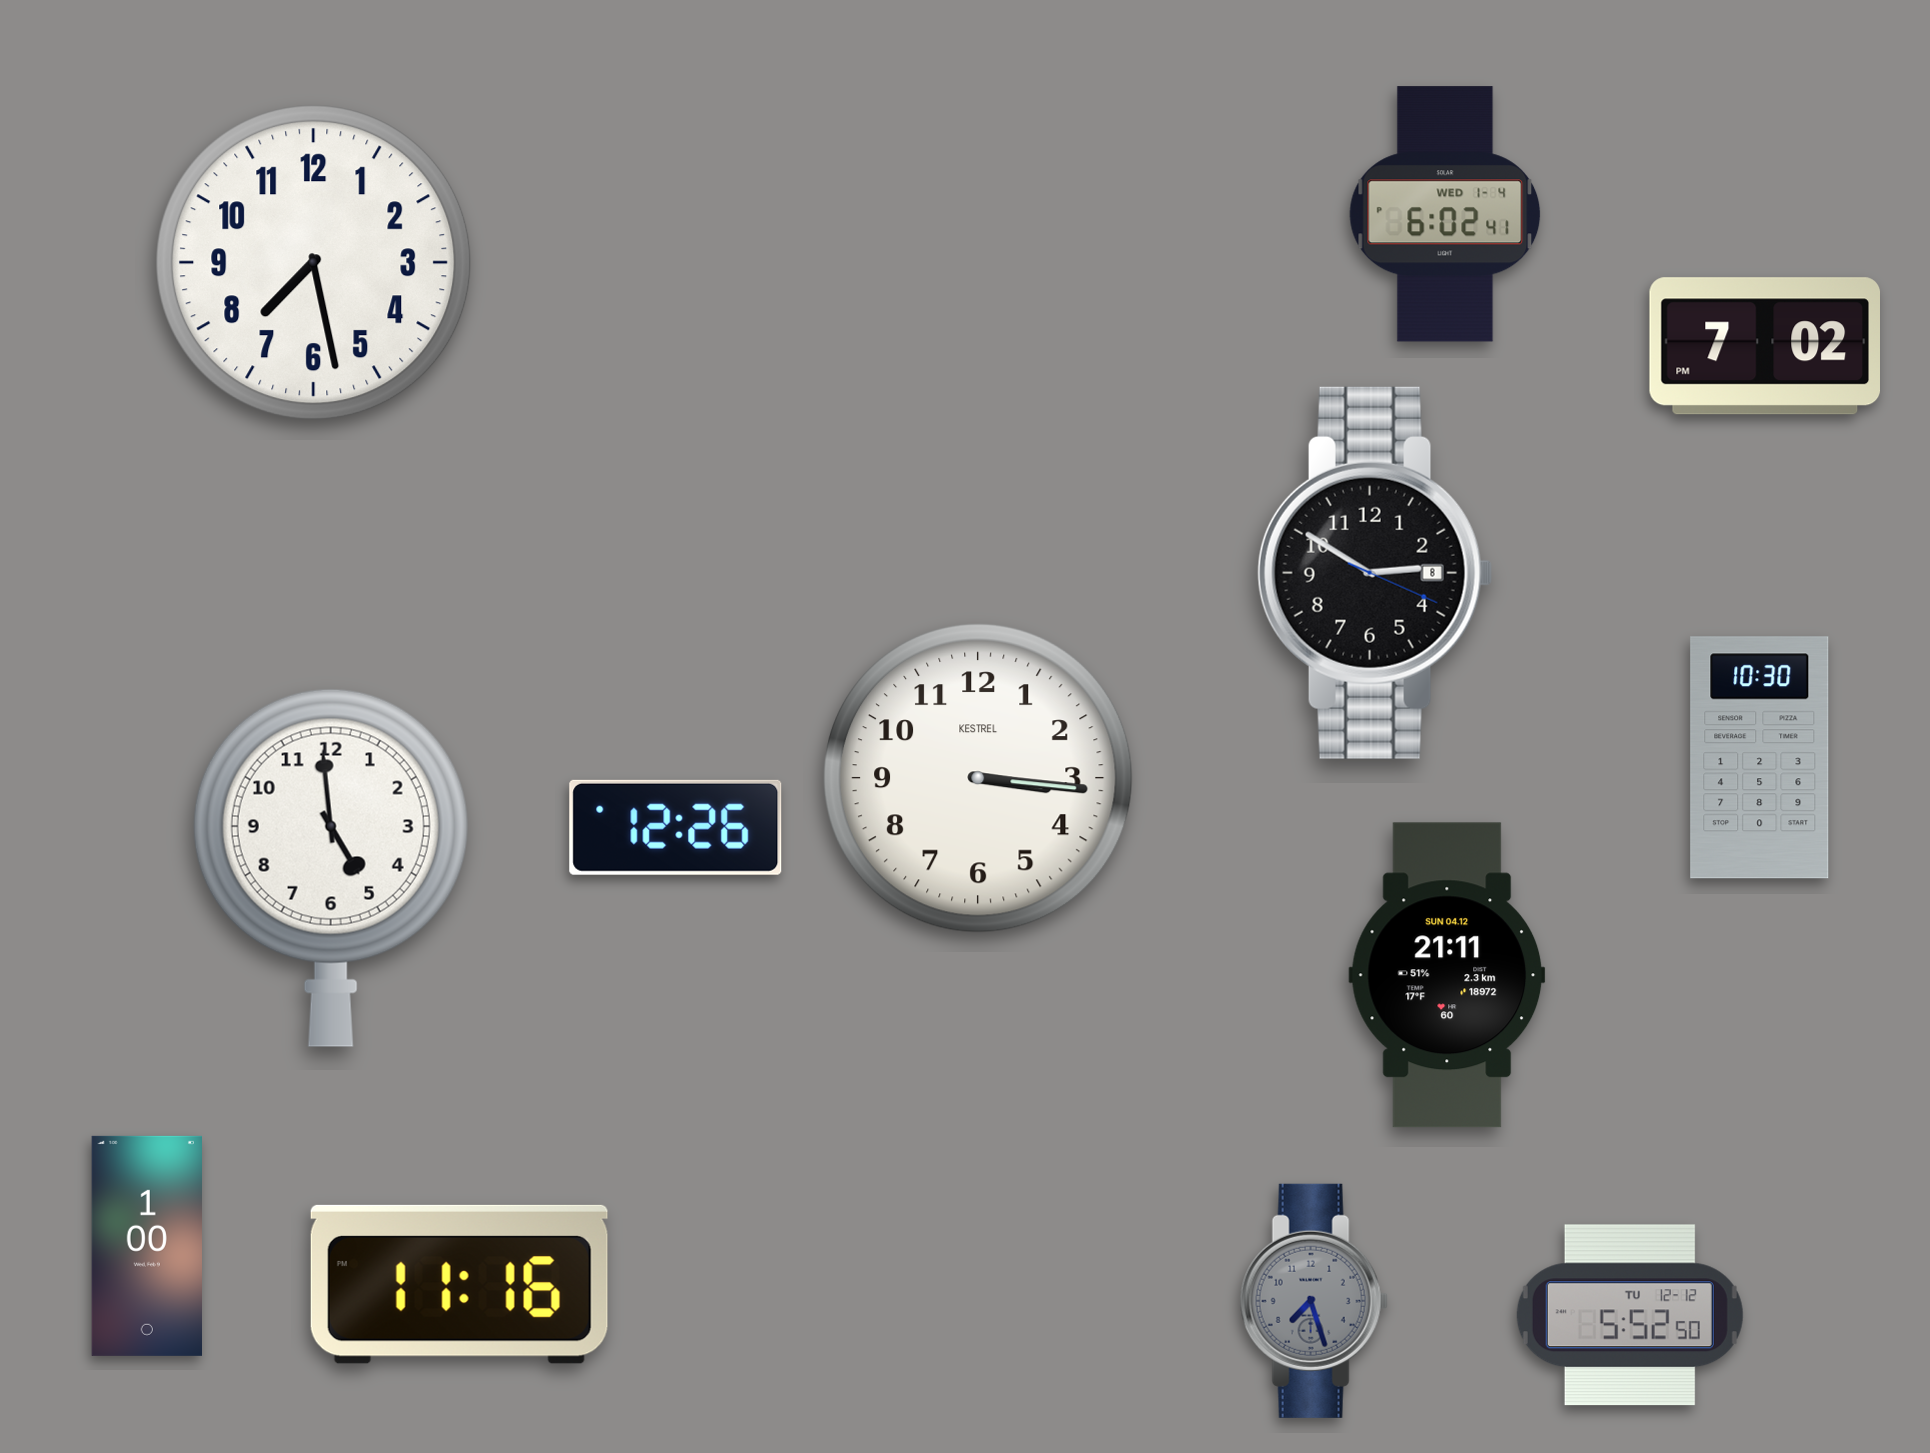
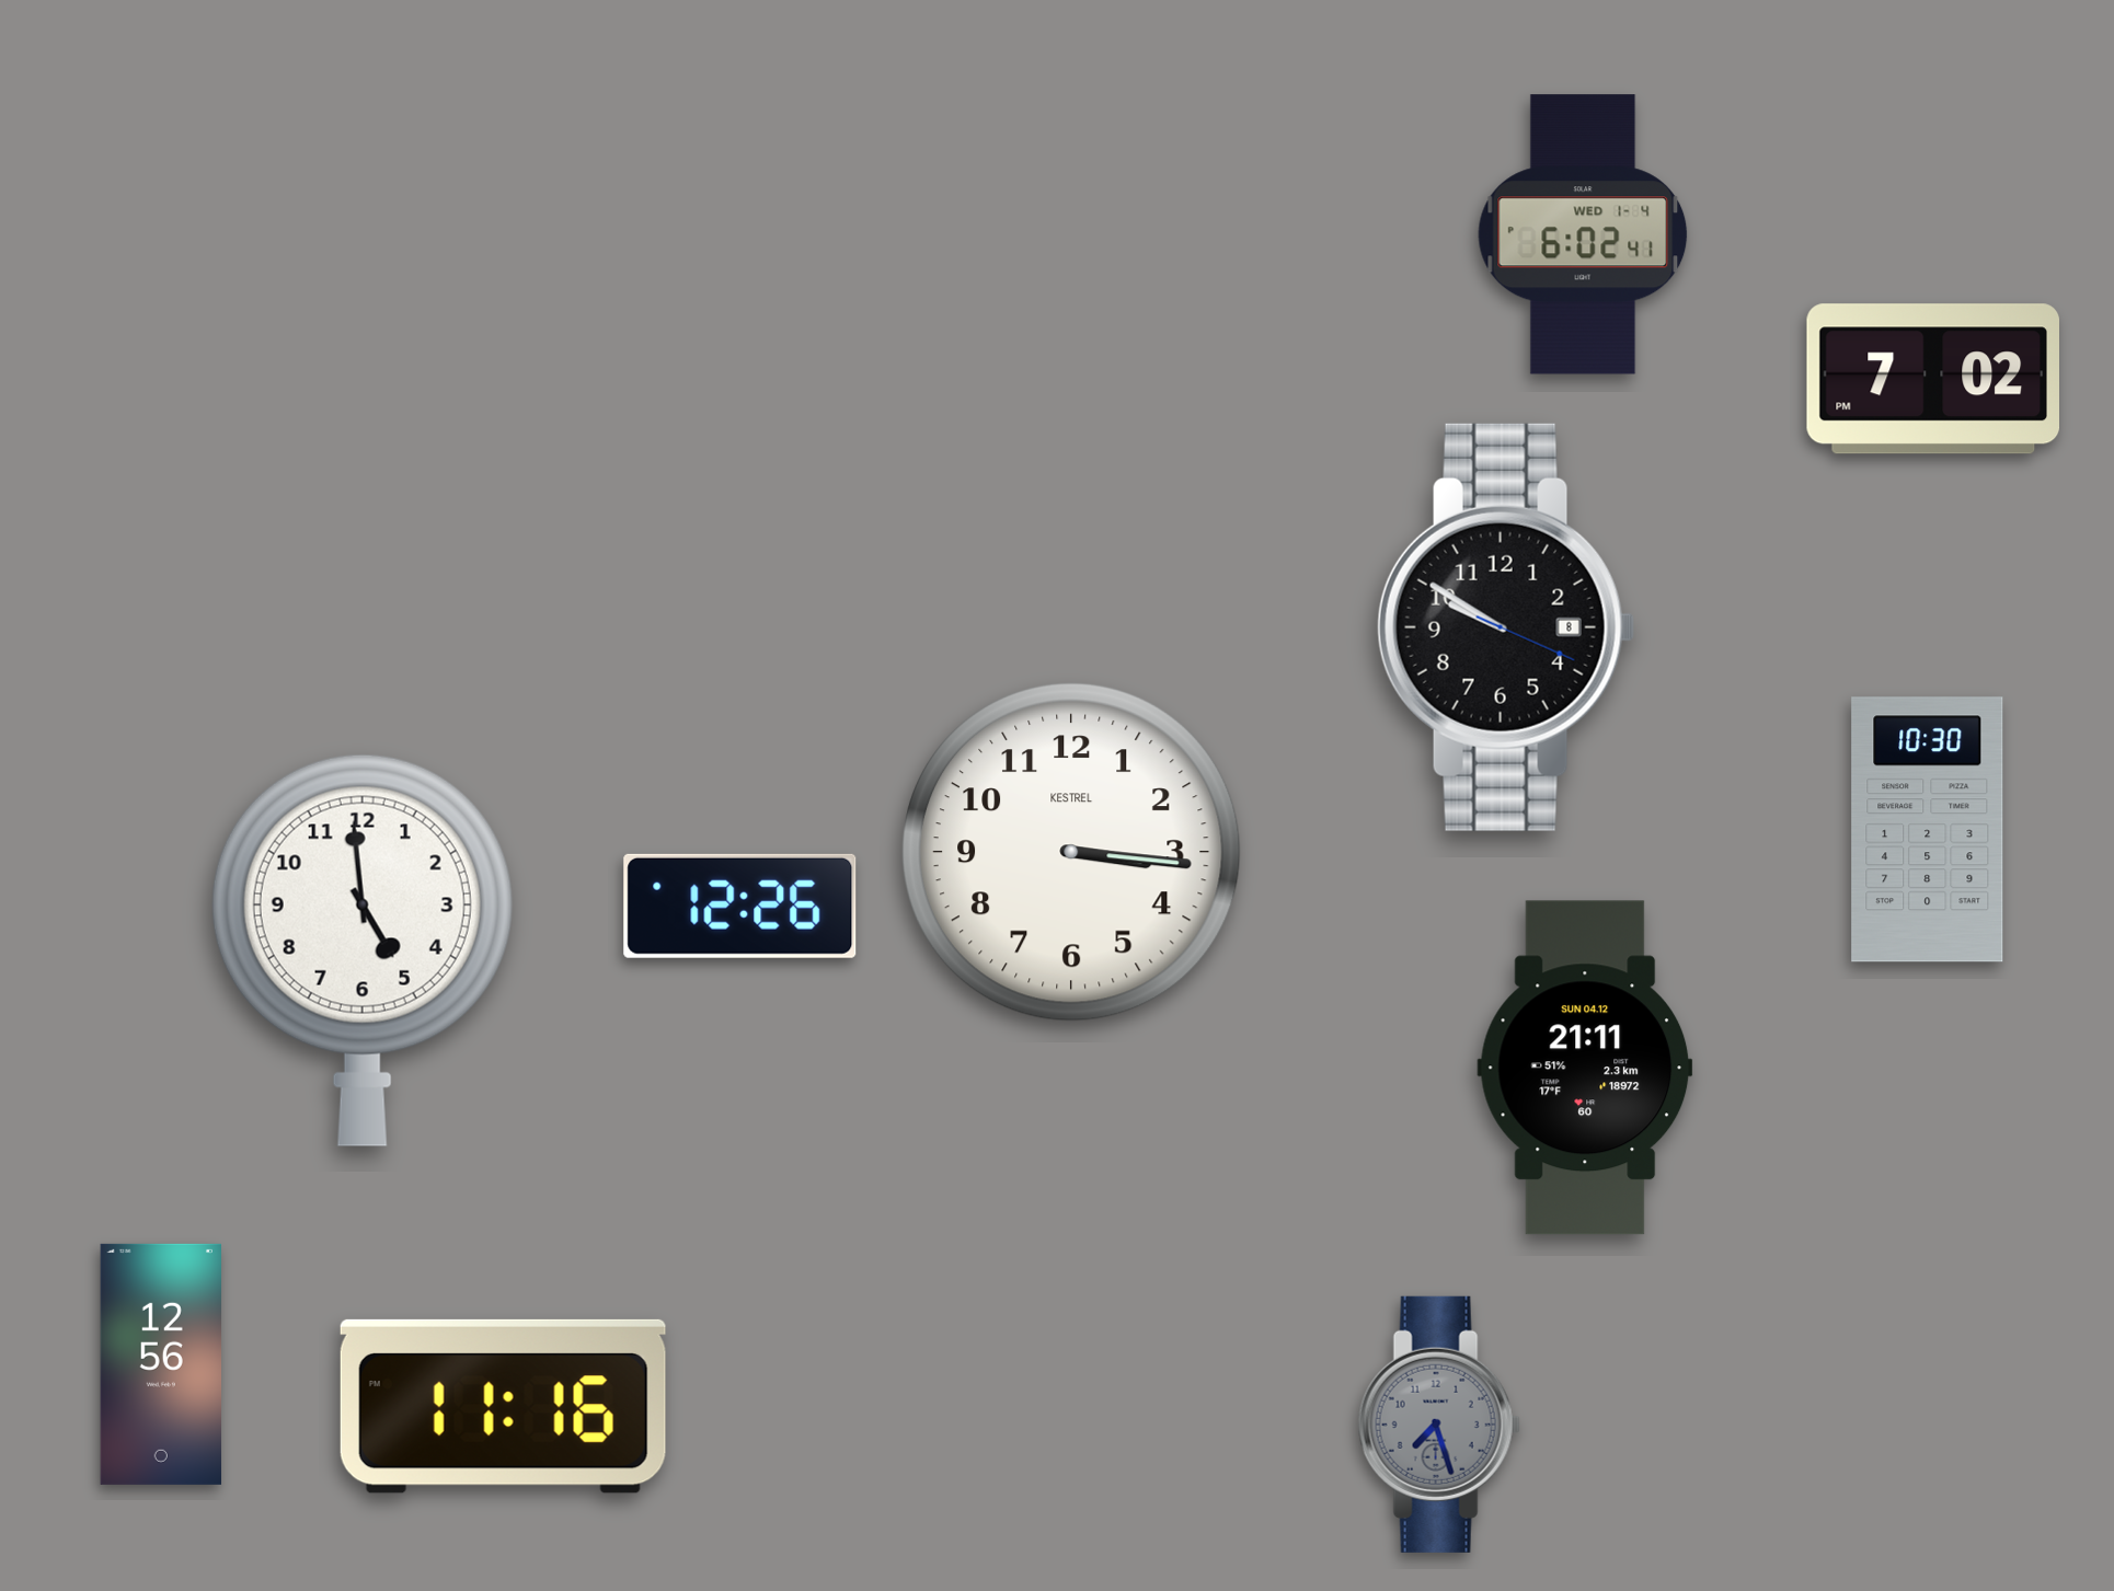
clock at (314, 263): 7:28 -> none
clock at (1375, 573): 2:50 -> 9:50
clock at (146, 1246): 1:00 -> 12:56
clock at (1630, 1315): 5:52 -> none
